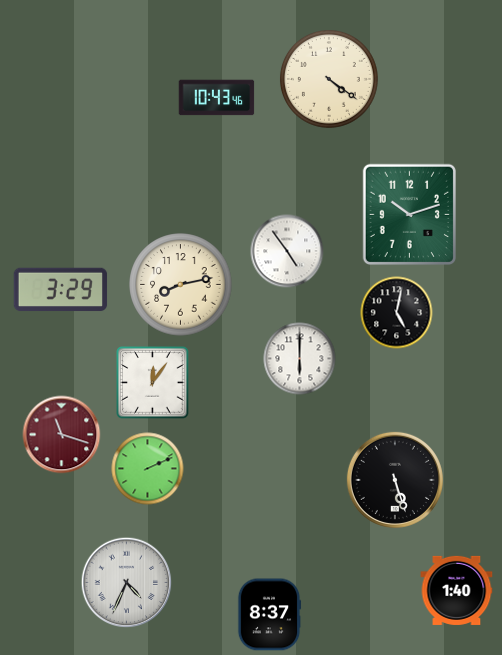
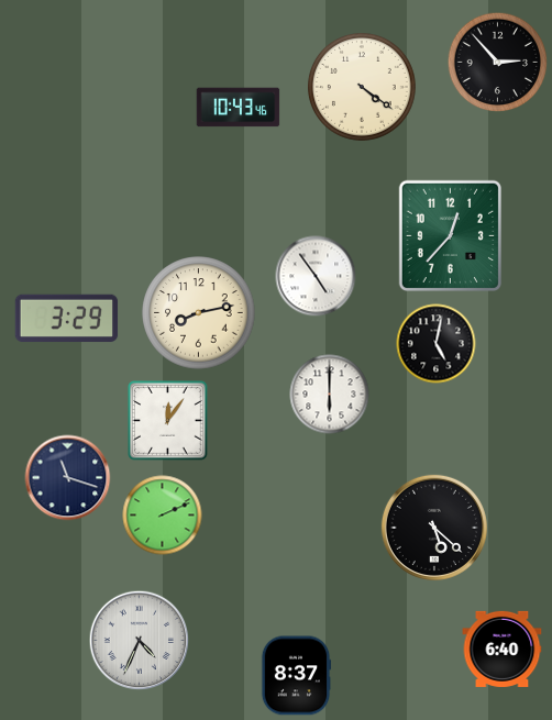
clock at (498, 63): none -> 2:53
clock at (409, 214): 10:12 -> 12:37
clock at (62, 435) dial: burgundy -> navy
clock at (395, 480): 5:27 -> 5:22
clock at (457, 590): 1:40 -> 6:40
